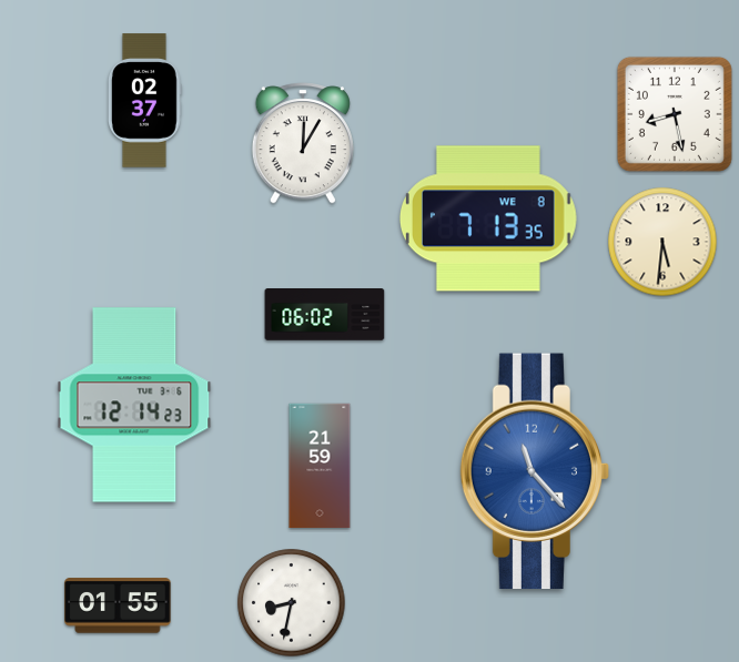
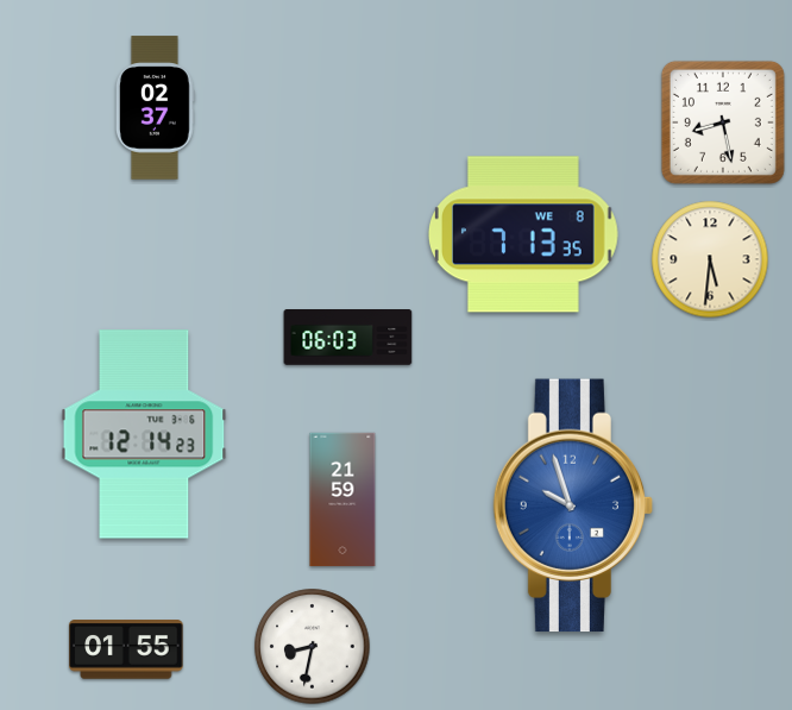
clock at (303, 143): 12:05 -> none
clock at (325, 315): 06:02 -> 06:03
clock at (535, 471): 11:23 -> 9:57
